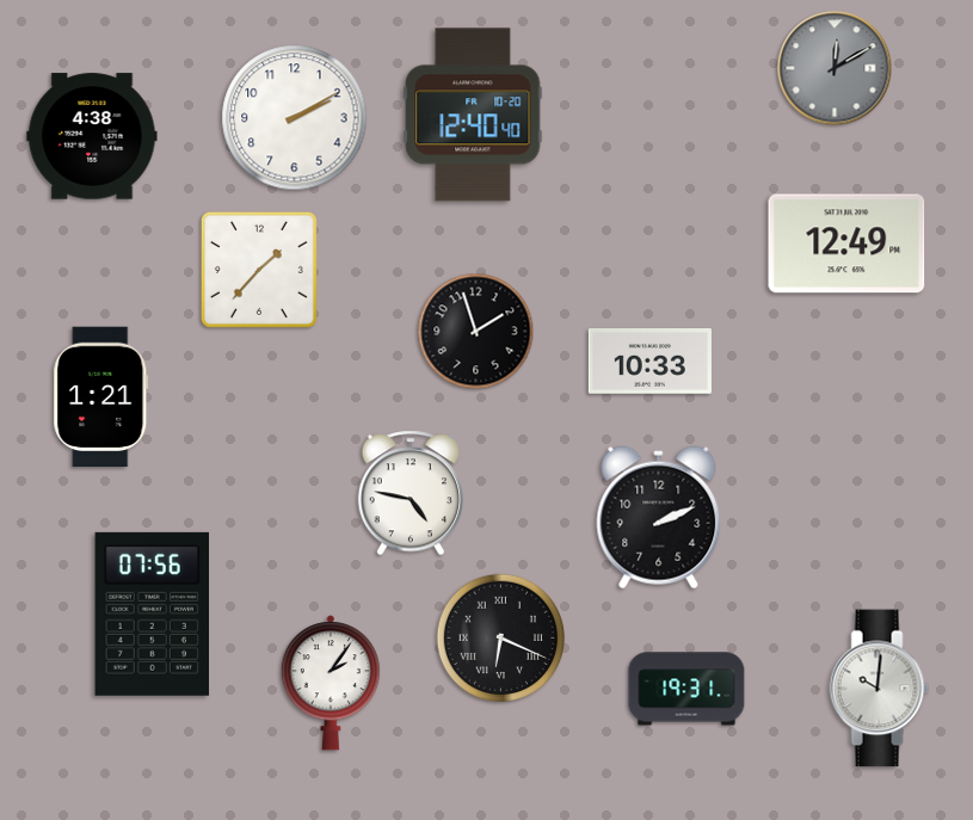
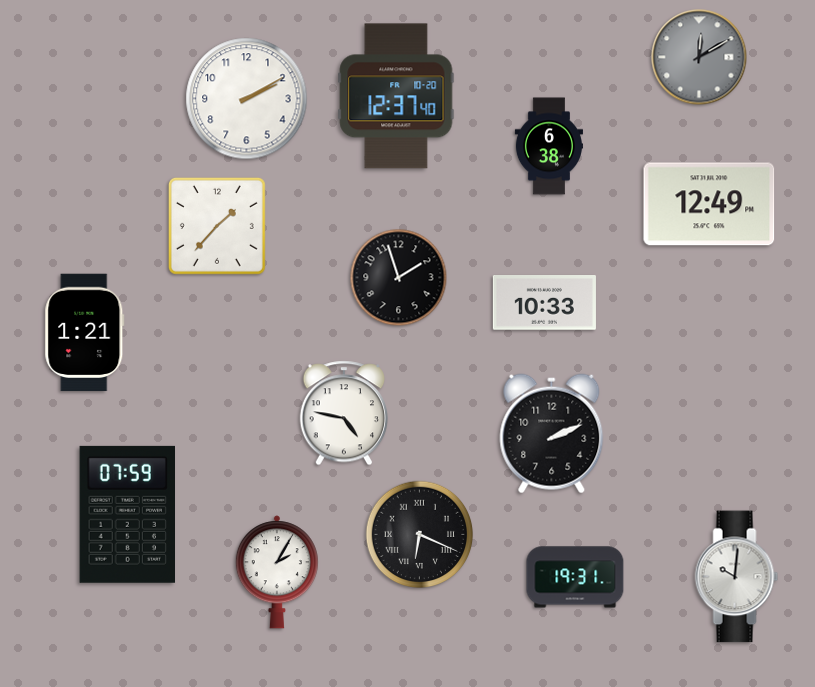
clock at (473, 115): 12:40 -> 12:37
clock at (92, 136): 4:38 -> none
clock at (549, 146): none -> 6:38
clock at (152, 614): 07:56 -> 07:59
clock at (331, 683): 2:06 -> 2:05
